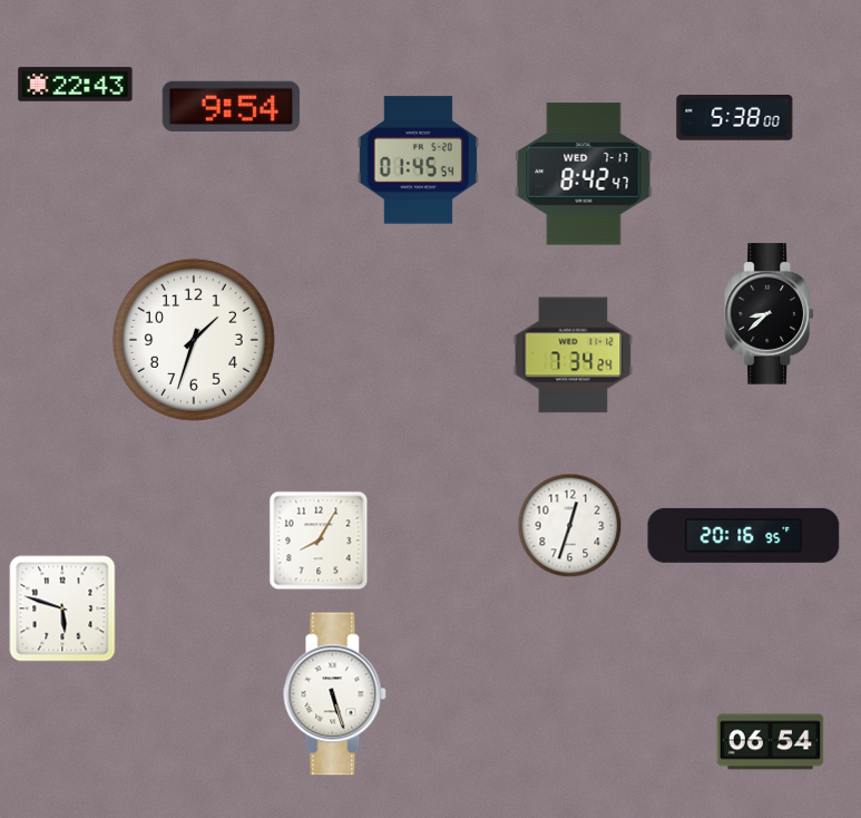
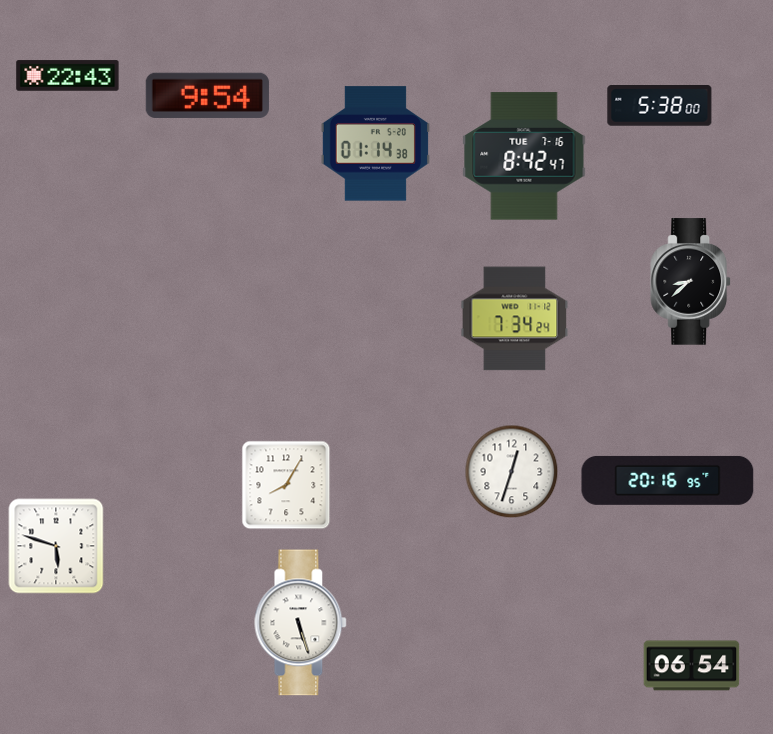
clock at (418, 160): 01:45 -> 01:14
clock at (584, 174) date: WED 7-17 -> TUE 7-16
clock at (194, 340): 1:33 -> none
